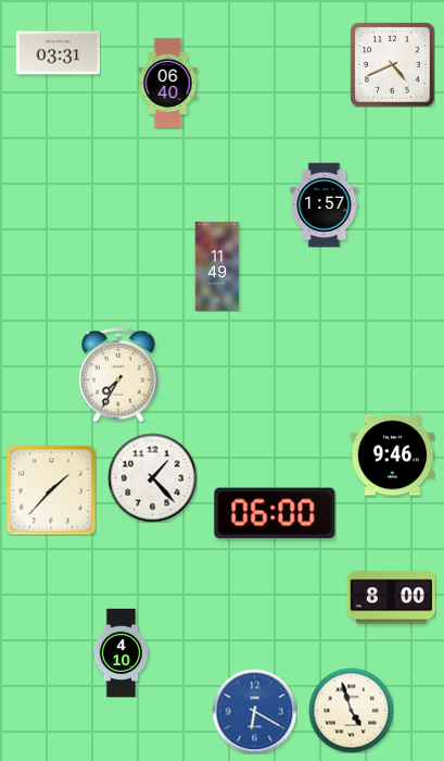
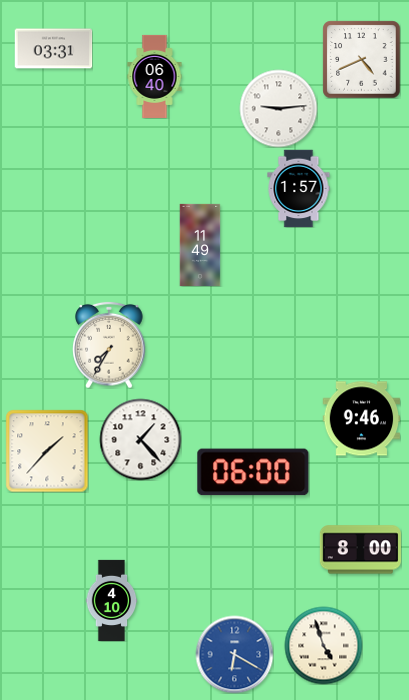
clock at (278, 108): none -> 9:14
clock at (351, 710) position: (351, 710) -> (323, 645)
